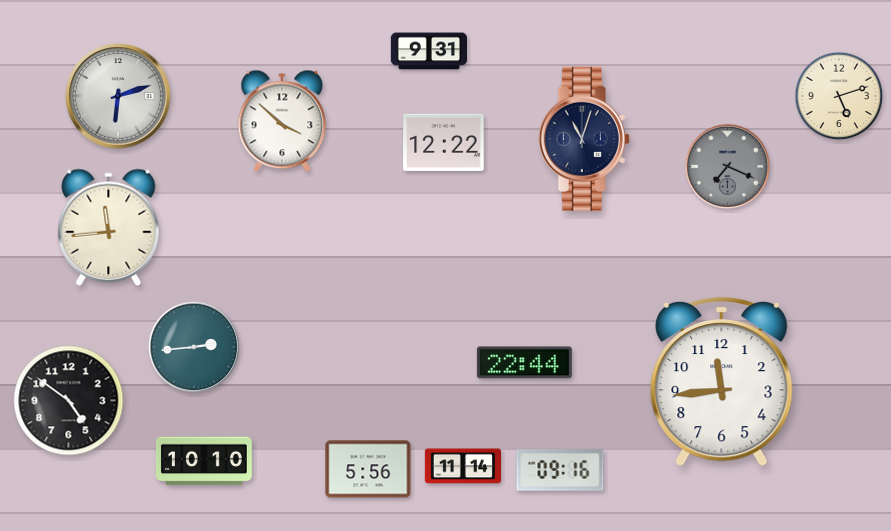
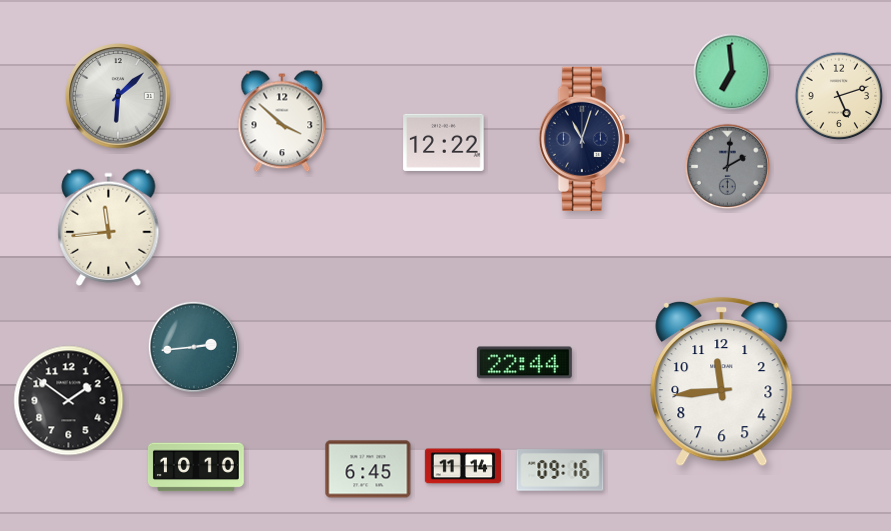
clock at (428, 51): 9:31 -> none
clock at (732, 72): none -> 6:59
clock at (118, 96): 6:12 -> 6:08
clock at (728, 167): 7:19 -> 2:01
clock at (69, 401): 4:51 -> 1:51
clock at (204, 461) position: (204, 461) -> (196, 467)
clock at (368, 469): 5:56 -> 6:45
